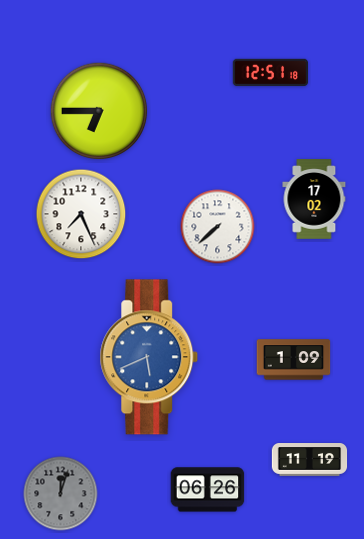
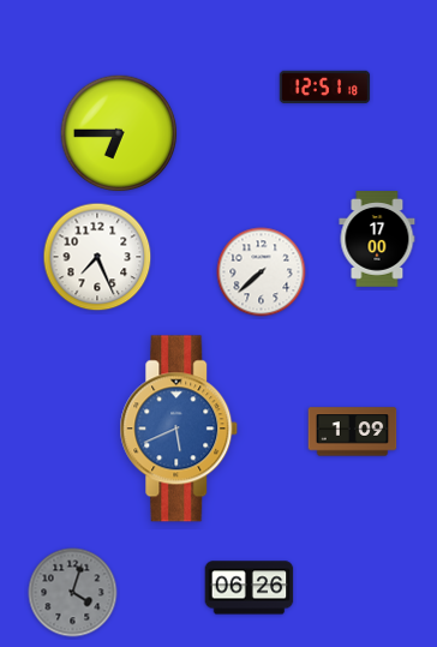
clock at (314, 199): 17:02 -> 17:00
clock at (310, 460): 11:19 -> none
clock at (61, 494): 12:03 -> 4:03
